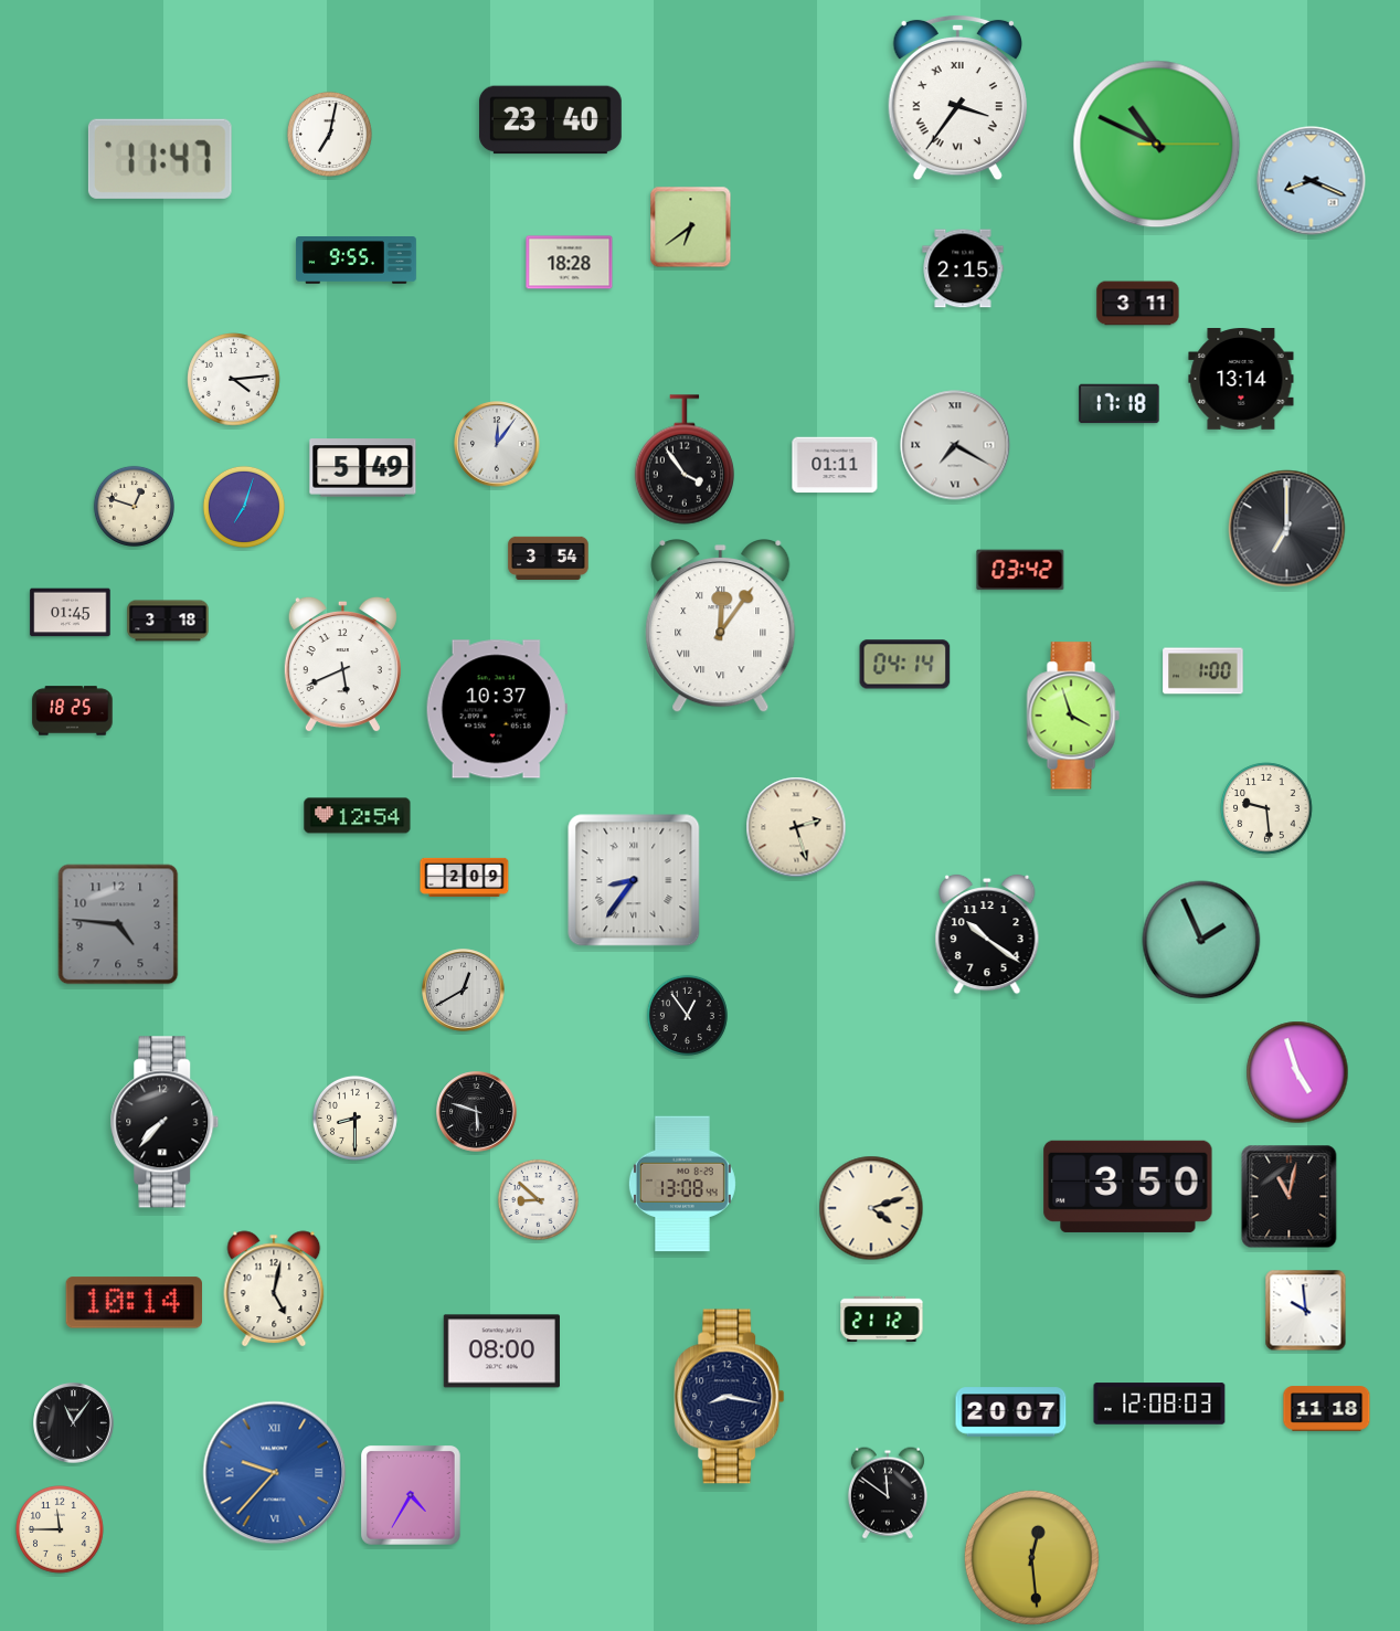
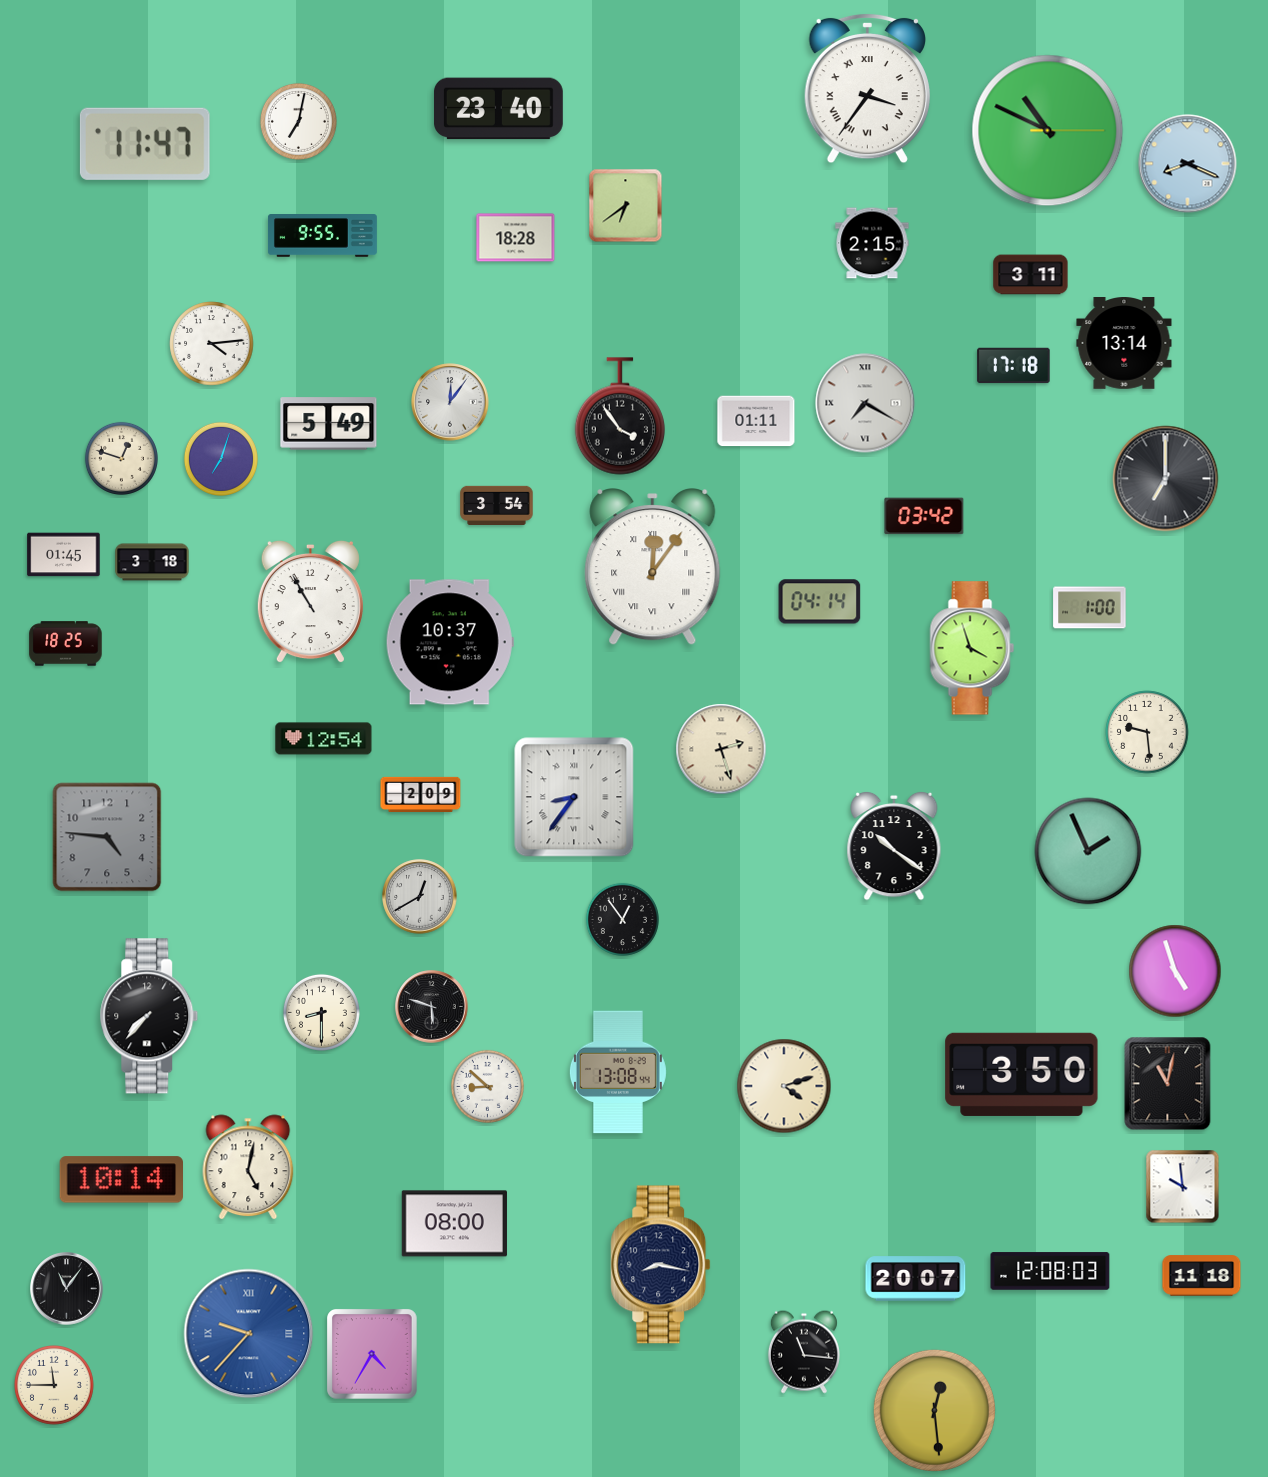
clock at (342, 665): 5:41 -> 10:55
clock at (871, 1208) position: (871, 1208) -> (784, 1086)
clock at (882, 1318): 21:12 -> none
clock at (888, 1493): 11:51 -> 11:16
